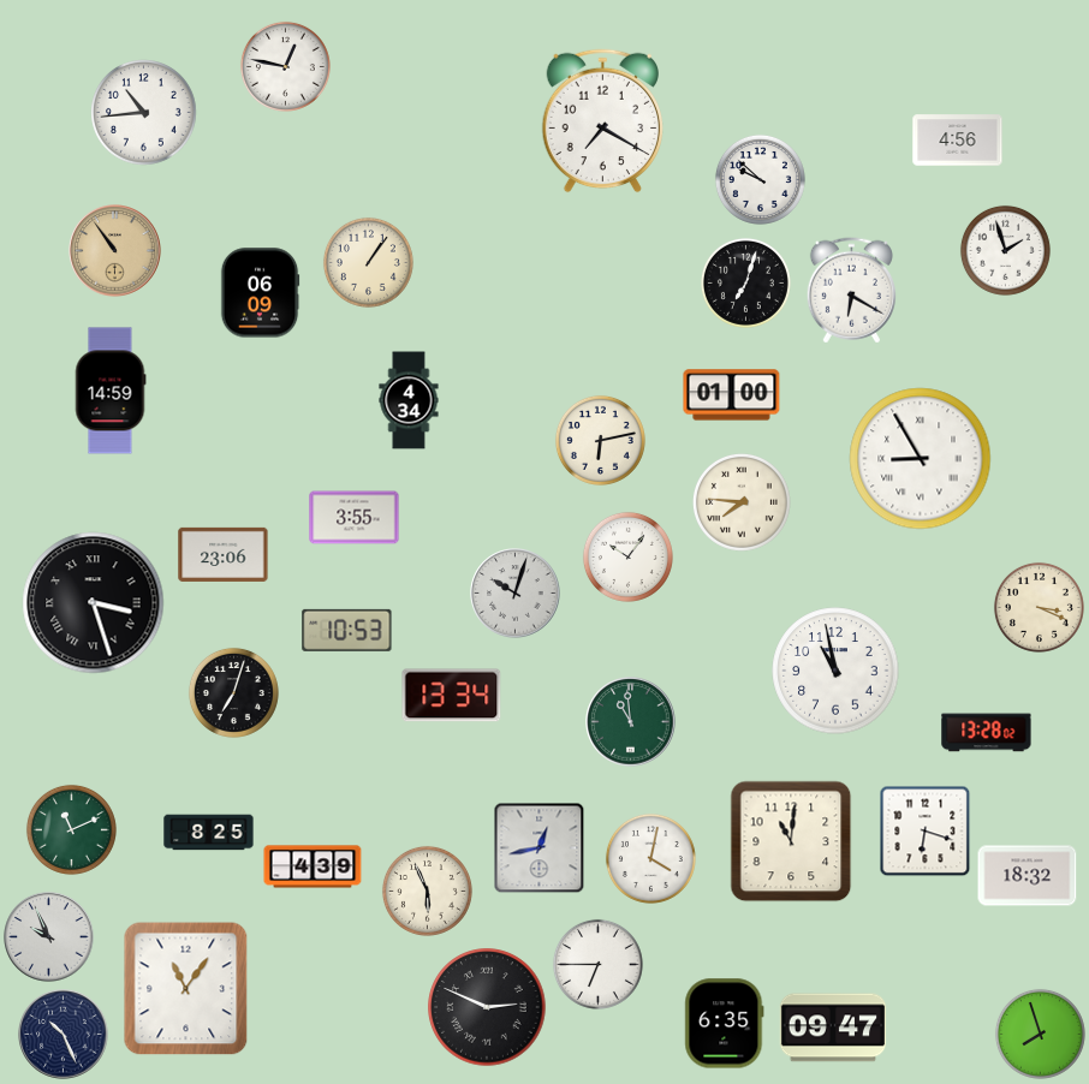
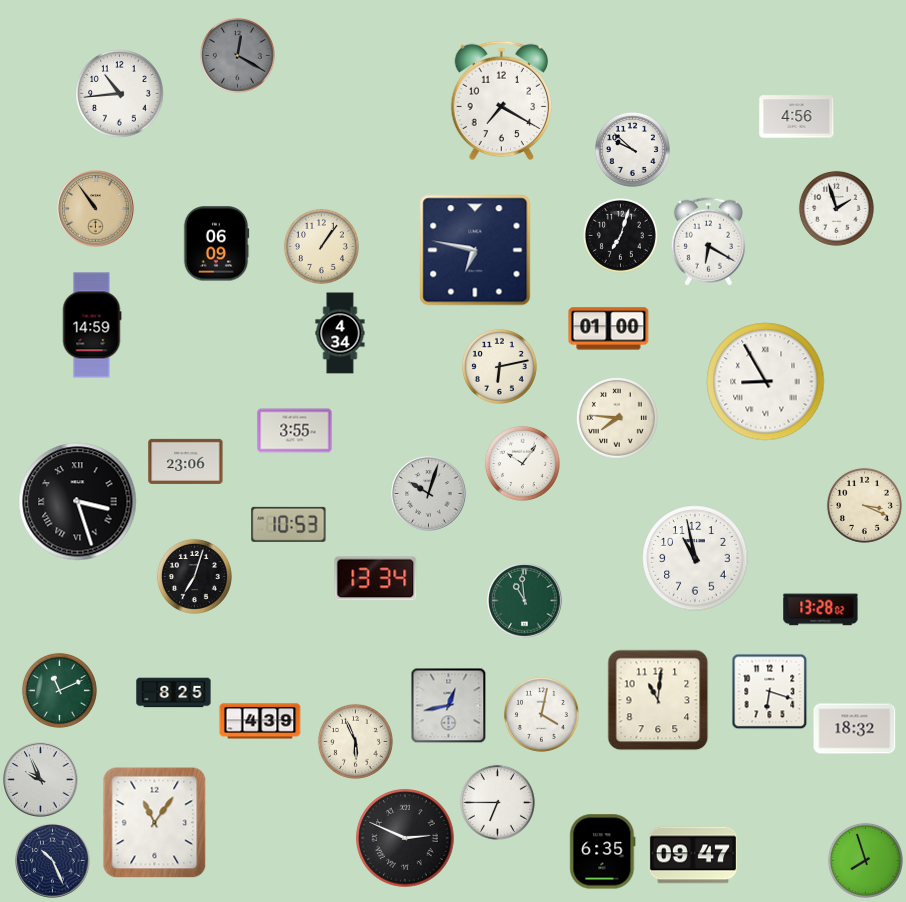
clock at (285, 66): 12:47 -> 12:20
clock at (285, 66) dial: white -> grey
clock at (368, 262) position: (368, 262) -> (321, 246)
clock at (475, 250): none -> 6:47
